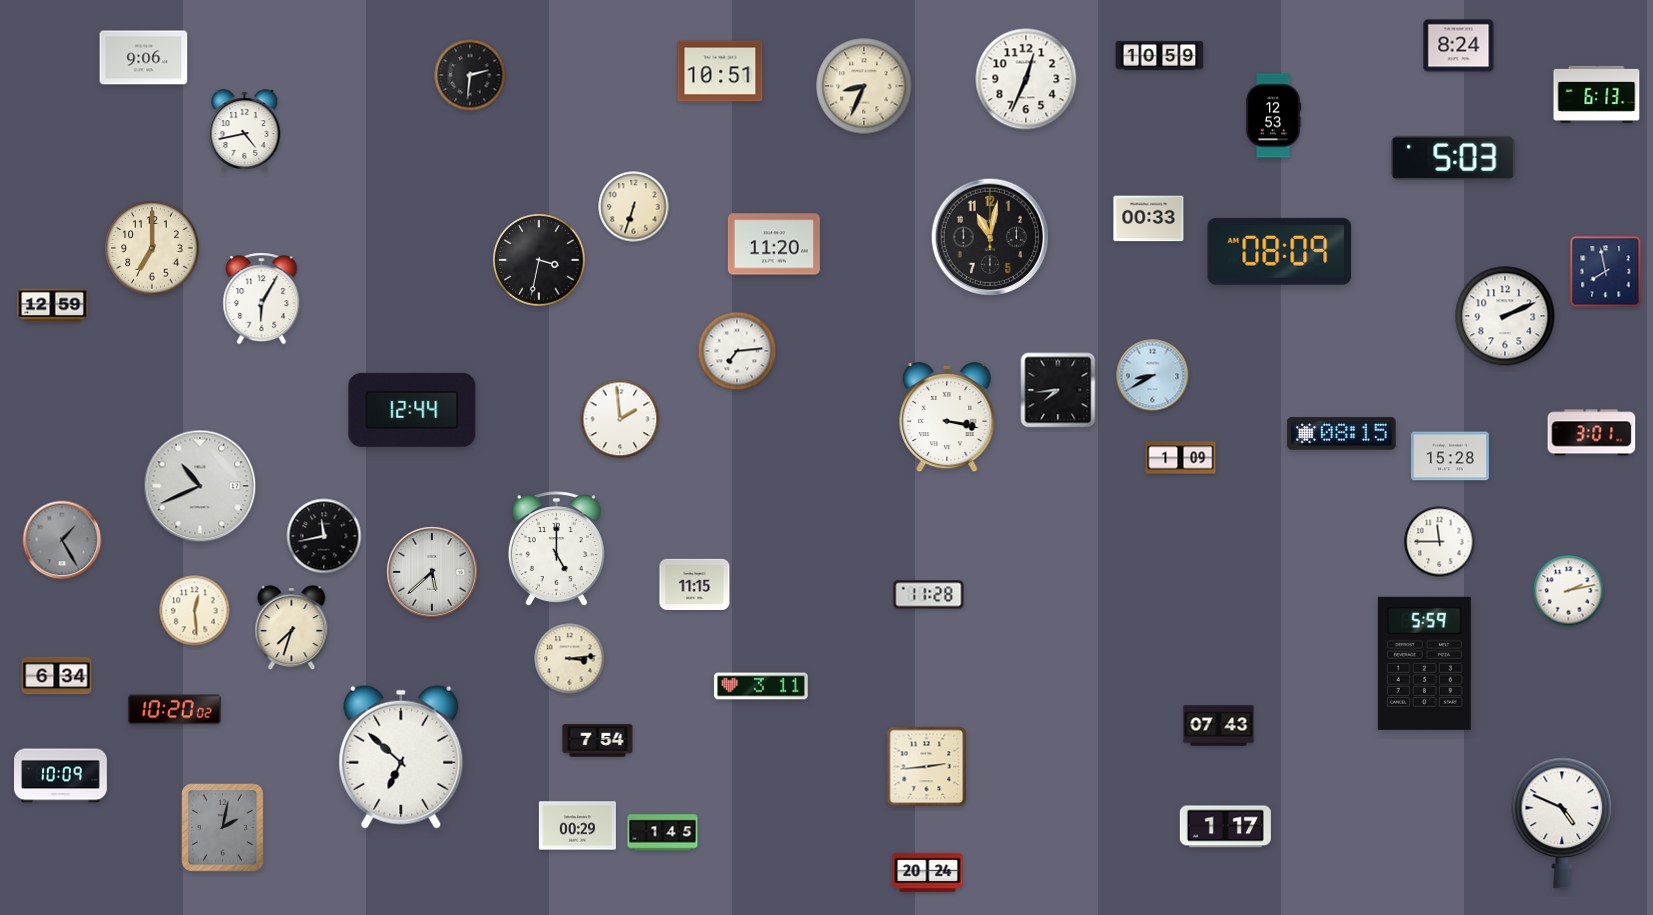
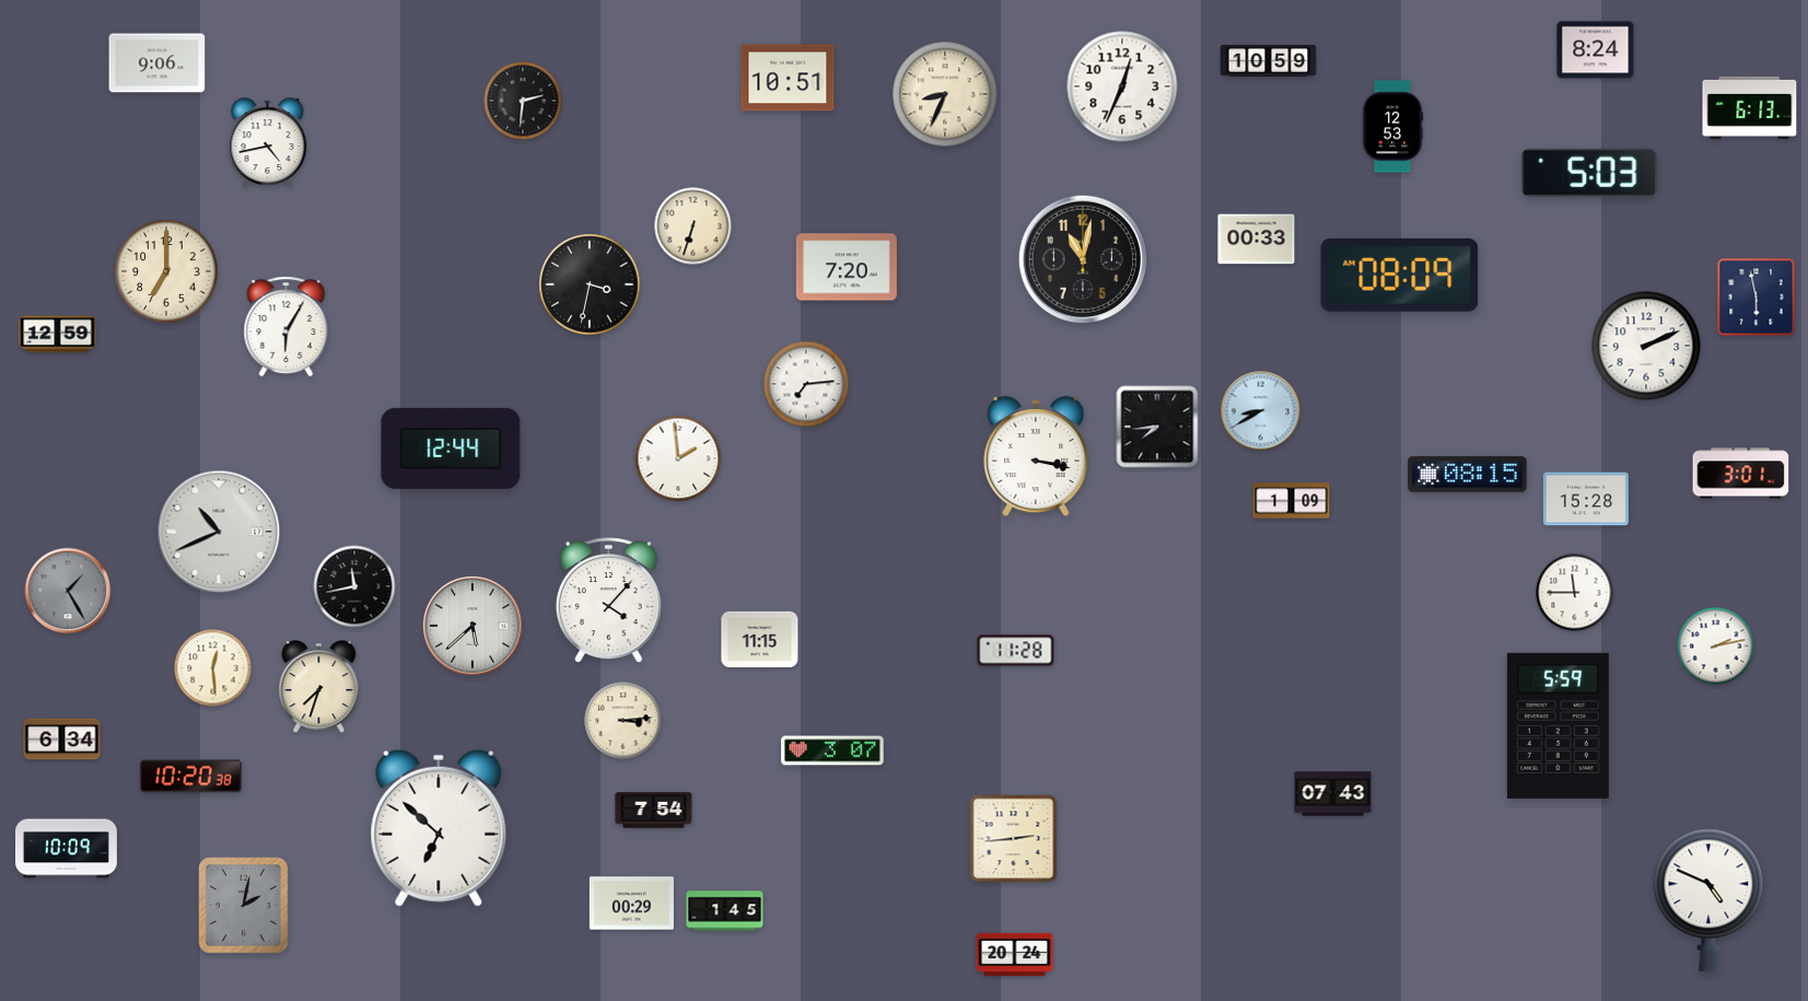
clock at (470, 75) position: (470, 75) -> (523, 101)
clock at (1597, 94) position: (1597, 94) -> (1750, 107)
clock at (774, 244): 11:20 -> 7:20
clock at (1606, 272): 7:58 -> 5:58
clock at (556, 549): 5:00 -> 4:07
clock at (761, 686): 3:11 -> 3:07
clock at (175, 710): 10:20:02 -> 10:20:38
clock at (1225, 827): 1:17 -> none
